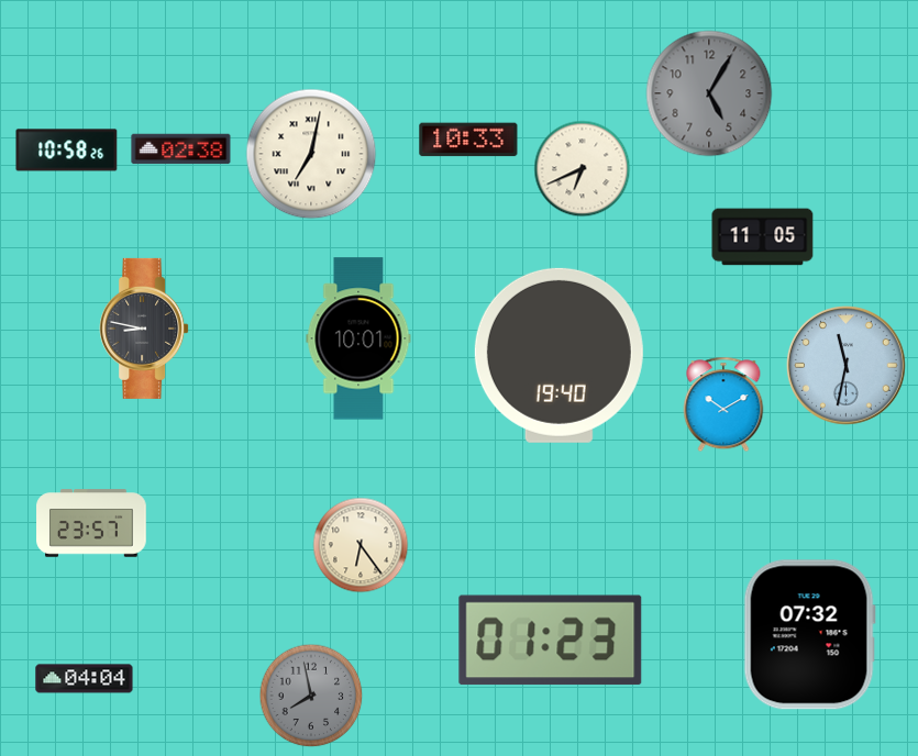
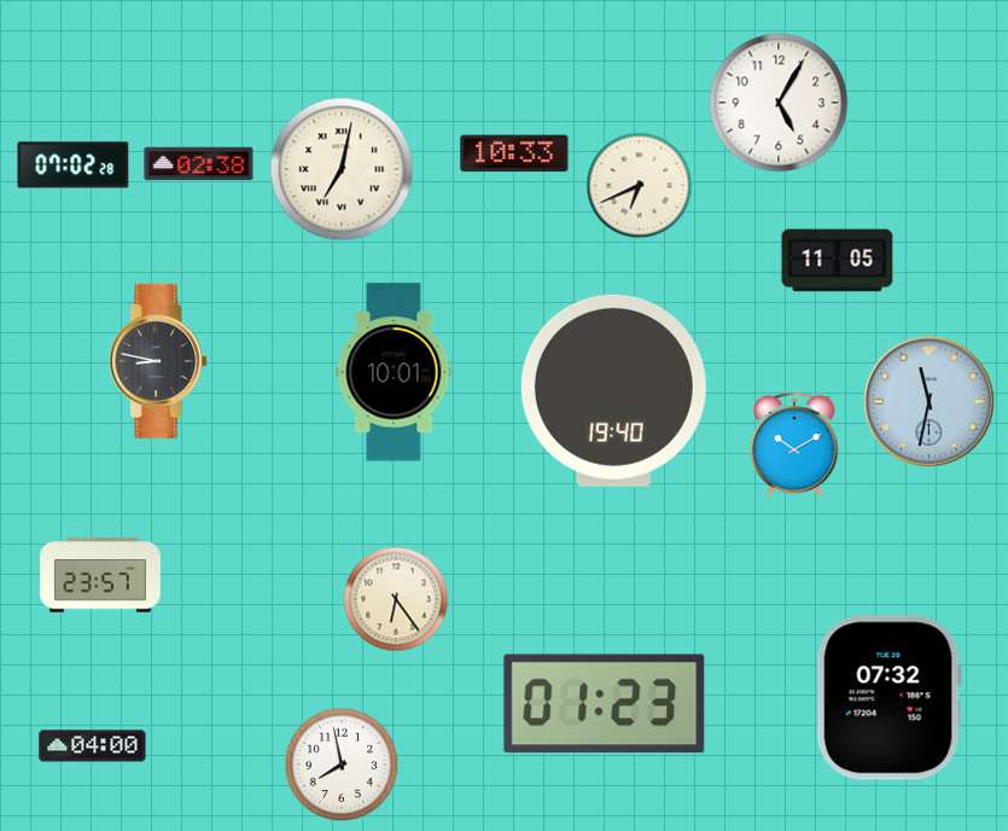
clock at (709, 93) dial: grey -> white
clock at (67, 151): 10:58 -> 07:02
clock at (85, 679): 04:04 -> 04:00
clock at (311, 696) dial: grey -> white
